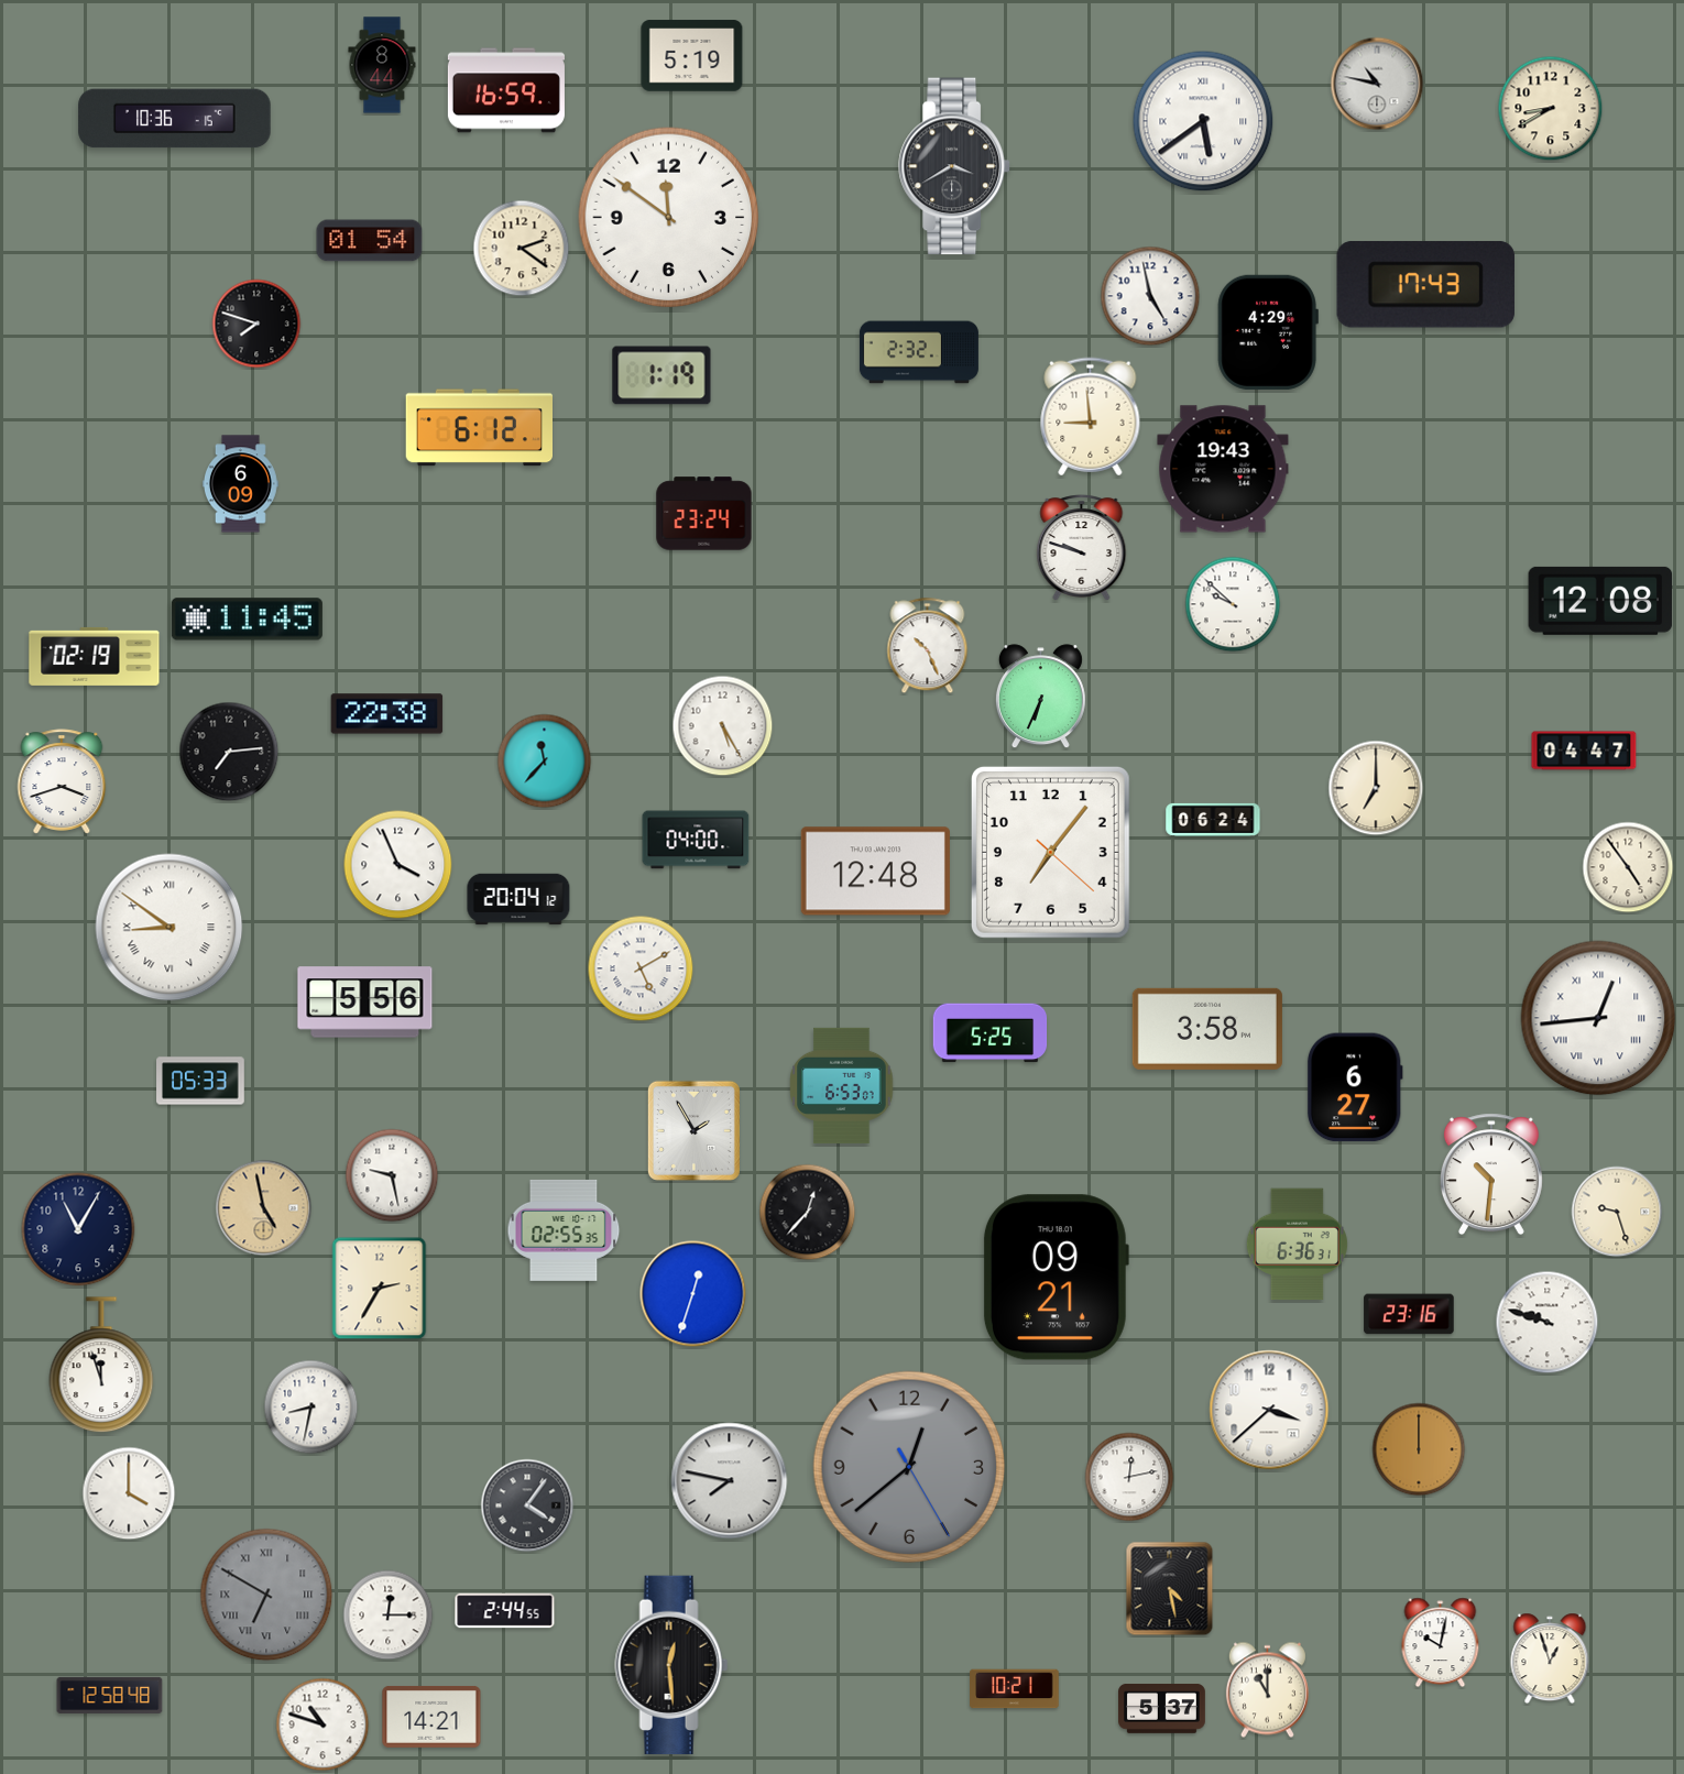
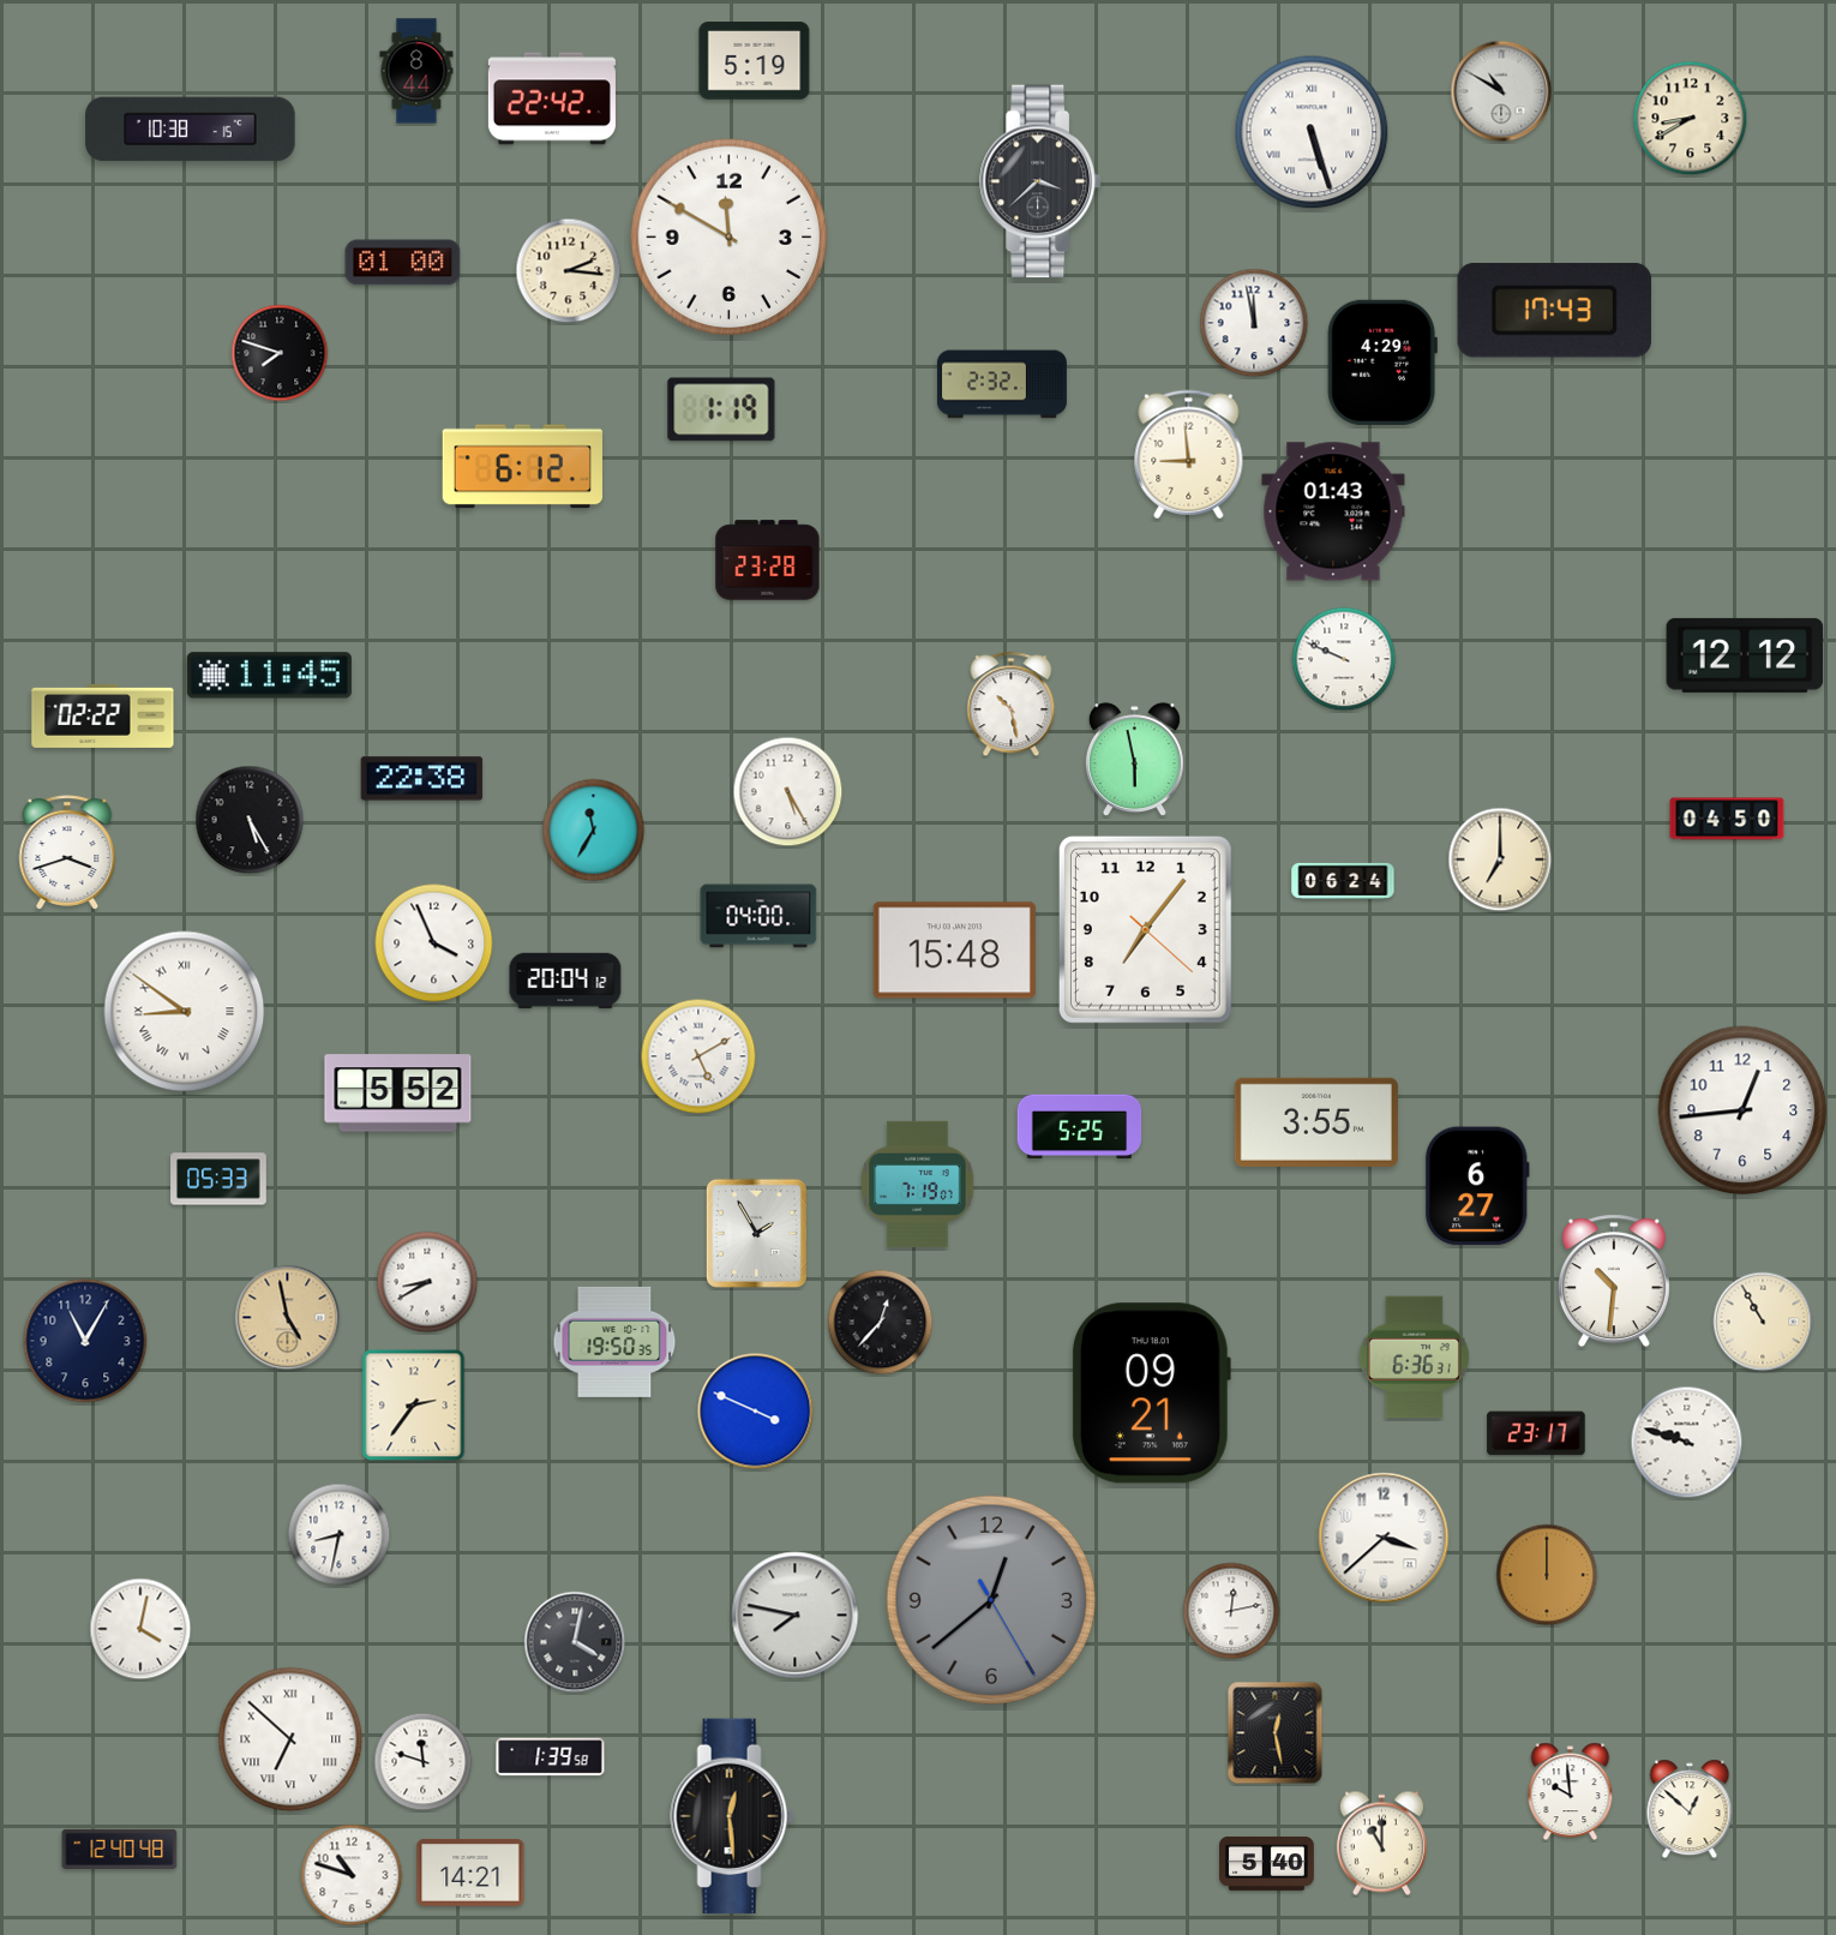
clock at (1377, 84): 10:47 -> 10:50
clock at (506, 90): 16:59 -> 22:42
clock at (175, 119): 10:36 -> 10:38
clock at (1203, 121): 5:39 -> 5:27
clock at (954, 166): 3:40 -> 3:38
clock at (669, 218): 11:51 -> 11:50
clock at (370, 241): 01:54 -> 01:00
clock at (522, 249): 2:21 -> 2:16
clock at (1150, 296): 4:58 -> 11:58
clock at (1223, 469): 19:43 -> 01:43
clock at (241, 484): 6:09 -> none
clock at (704, 514): 23:24 -> 23:28
clock at (1082, 548): 9:48 -> none
clock at (1600, 601): 12:08 -> 12:12
clock at (1233, 604): 9:52 -> 9:49
clock at (928, 646): 10:26 -> 10:28
clock at (95, 656): 02:19 -> 02:22
clock at (1040, 697): 6:34 -> 5:58
clock at (1584, 751): 04:47 -> 04:50
clock at (229, 752): 7:14 -> 5:25
clock at (545, 762): 11:37 -> 11:35
clock at (1213, 820) position: (1213, 820) -> (1343, 881)
clock at (1628, 867): 4:54 -> none
clock at (875, 872): 12:48 -> 15:48
clock at (365, 1003): 5:56 -> 5:52
clock at (1598, 1018) numerals: Roman -> Arabic
clock at (1207, 1029): 3:58 -> 3:55
clock at (842, 1085): 6:53 -> 7:19
clock at (1491, 1174) position: (1491, 1174) -> (1614, 1281)
clock at (392, 1175): 9:28 -> 8:40
clock at (1617, 1212): 9:27 -> 10:55
clock at (564, 1230): 02:55 -> 19:50
clock at (380, 1289): 2:35 -> 2:36
clock at (693, 1294): 12:33 -> 3:49
clock at (1409, 1314): 23:16 -> 23:17
clock at (101, 1366): 11:57 -> none
clock at (1419, 1449) position: (1419, 1449) -> (1547, 1575)
clock at (129, 1493): 4:00 -> 4:02
clock at (527, 1505): 4:06 -> 4:02
clock at (1170, 1589): 4:28 -> 12:28
clock at (266, 1595): 6:50 -> 6:52
clock at (266, 1595) dial: grey -> white
clock at (505, 1611): 2:44 -> 1:39
clock at (389, 1616): 12:15 -> 11:48
clock at (1441, 1643): 10:02 -> 9:59
clock at (1550, 1658): 12:57 -> 12:52
clock at (1015, 1689): 10:21 -> none
clock at (110, 1695): 12:58 -> 12:40
clock at (1162, 1708): 5:37 -> 5:40
clock at (322, 1724) position: (322, 1724) -> (352, 1875)
